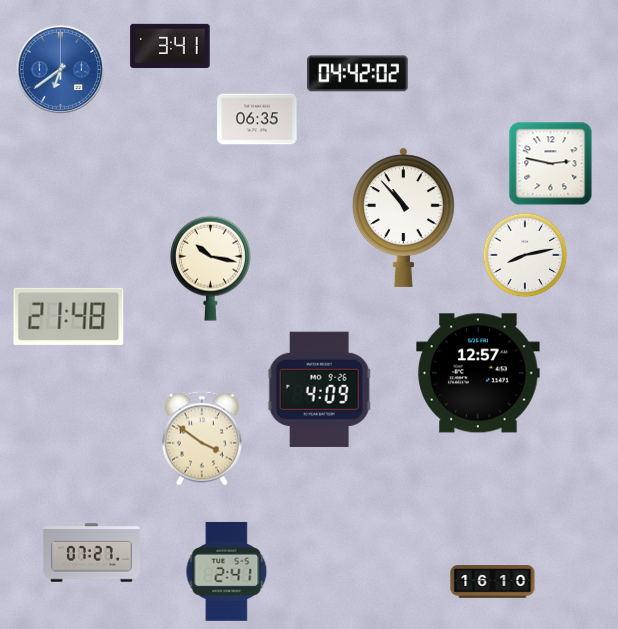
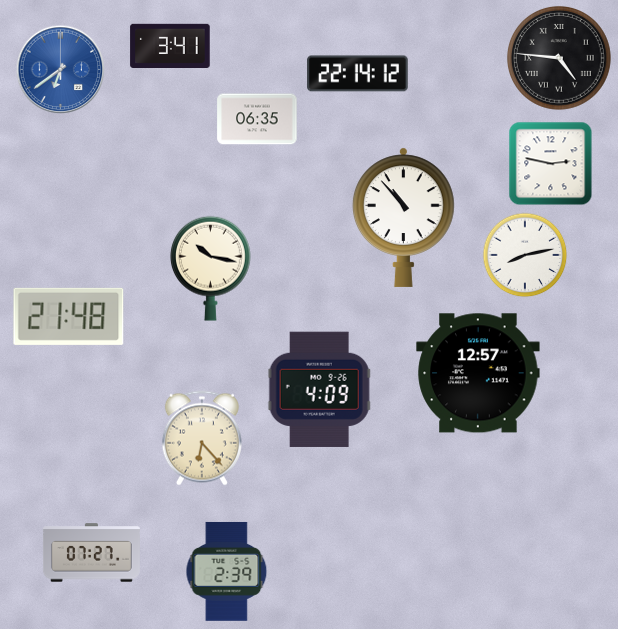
clock at (559, 58): none -> 4:46
clock at (358, 74): 04:42 -> 22:14
clock at (202, 438): 3:51 -> 6:23
clock at (227, 571): 2:41 -> 2:39
clock at (493, 582): 16:10 -> none
